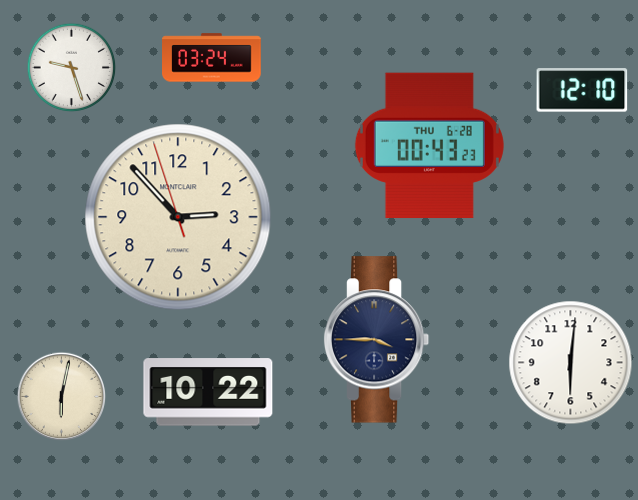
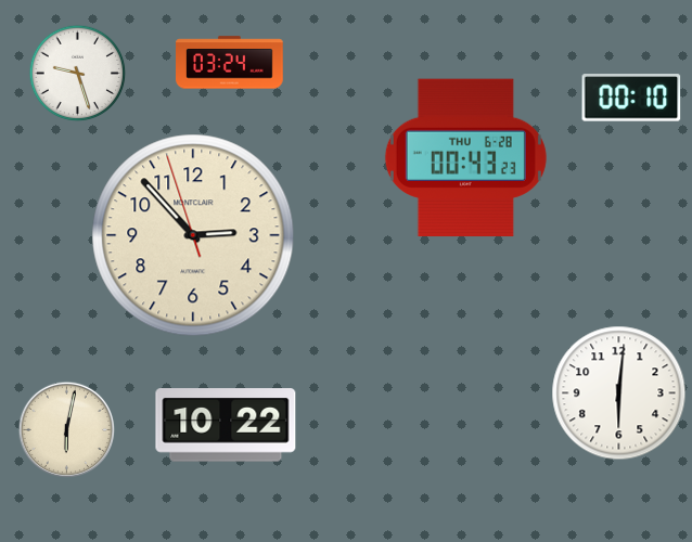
clock at (582, 90): 12:10 -> 00:10
clock at (377, 340): 3:45 -> none
